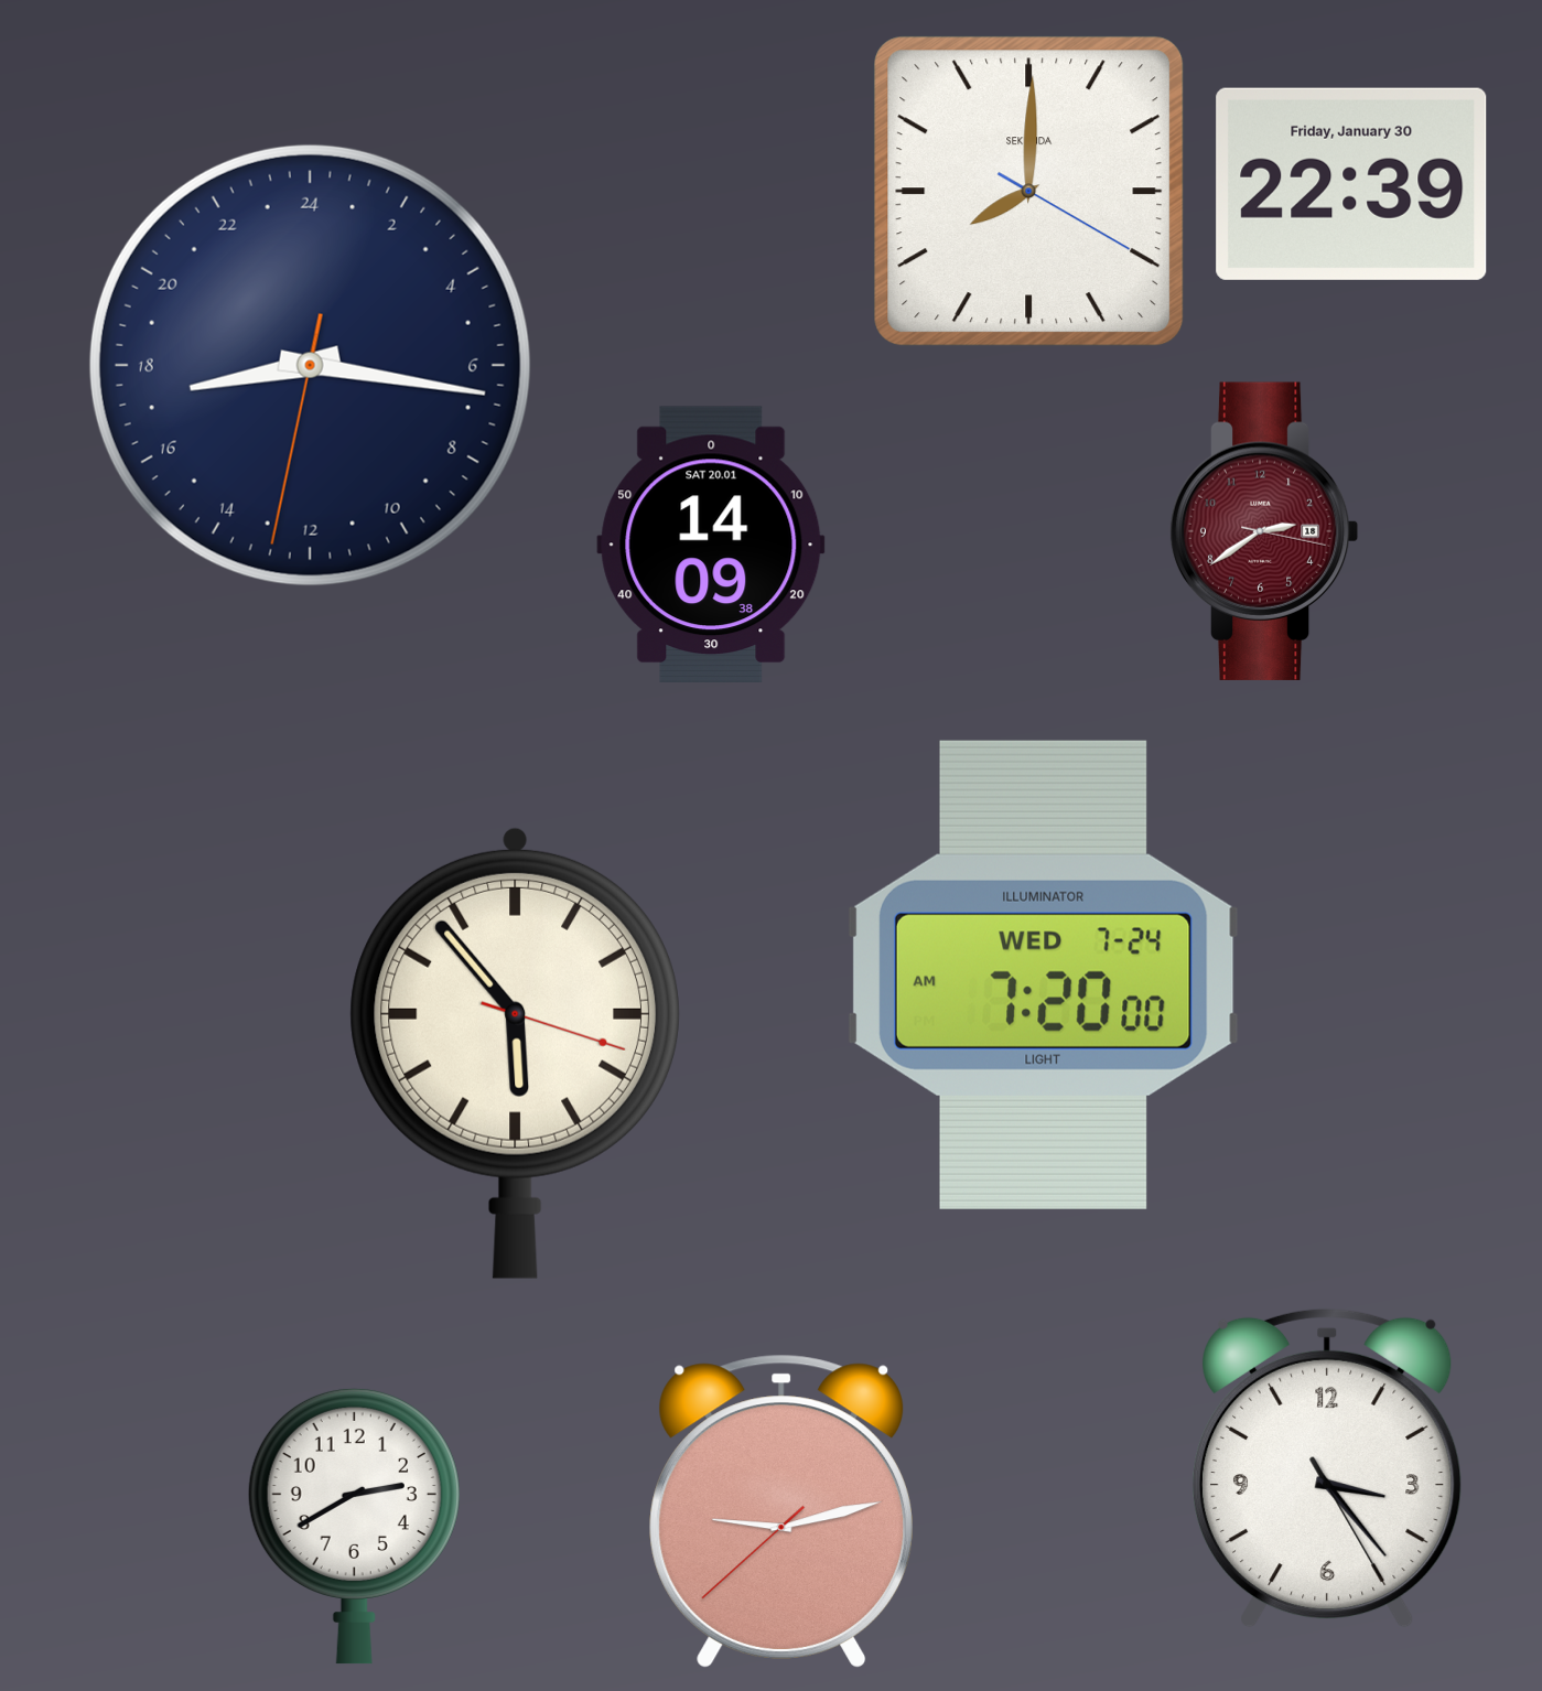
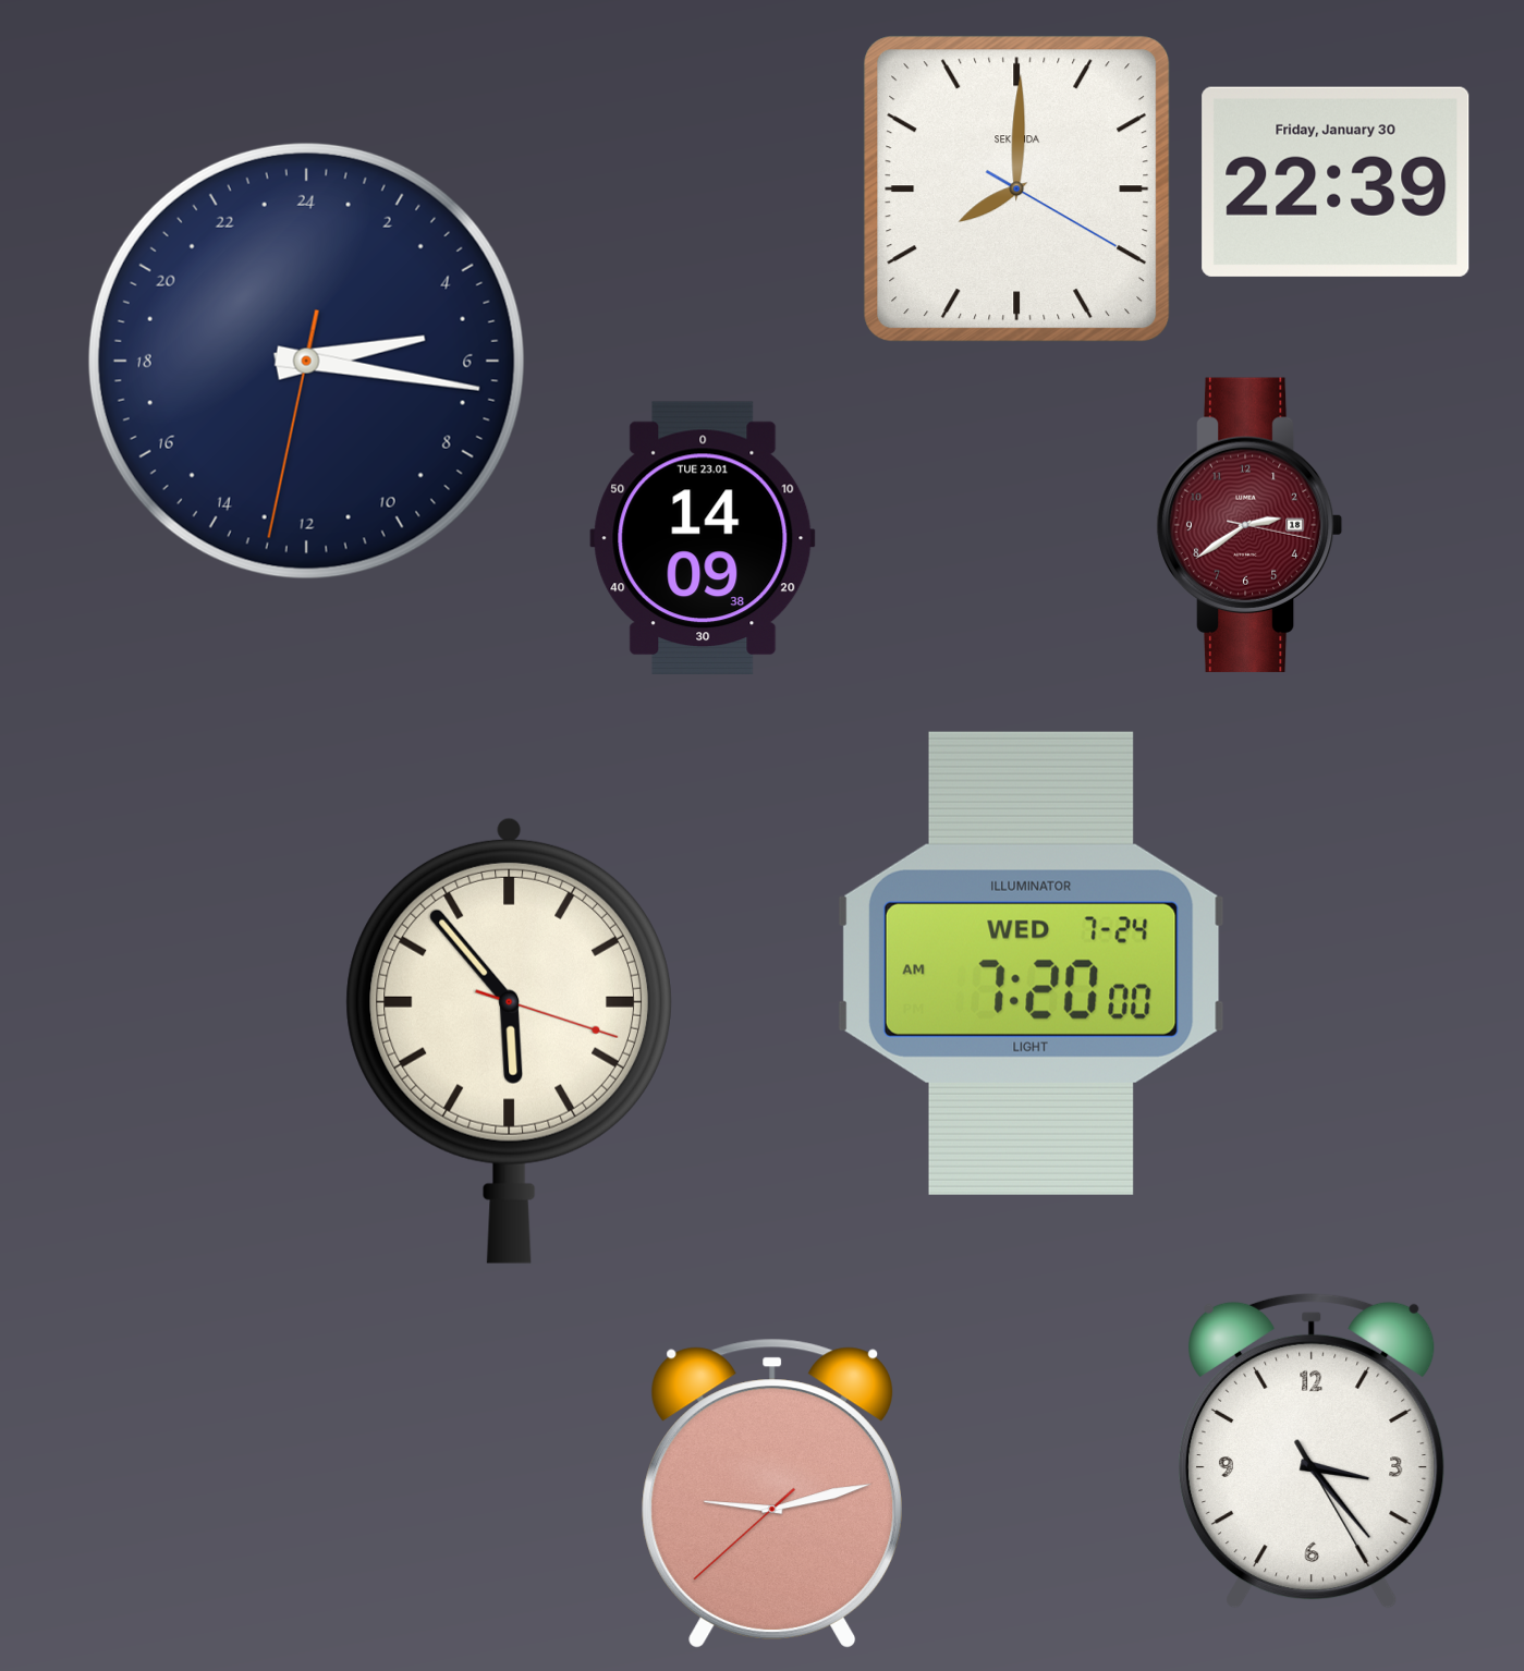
clock at (310, 365): 17:16 -> 5:16
clock at (711, 543) date: SAT 20.01 -> TUE 23.01
clock at (354, 1526): 2:40 -> none
